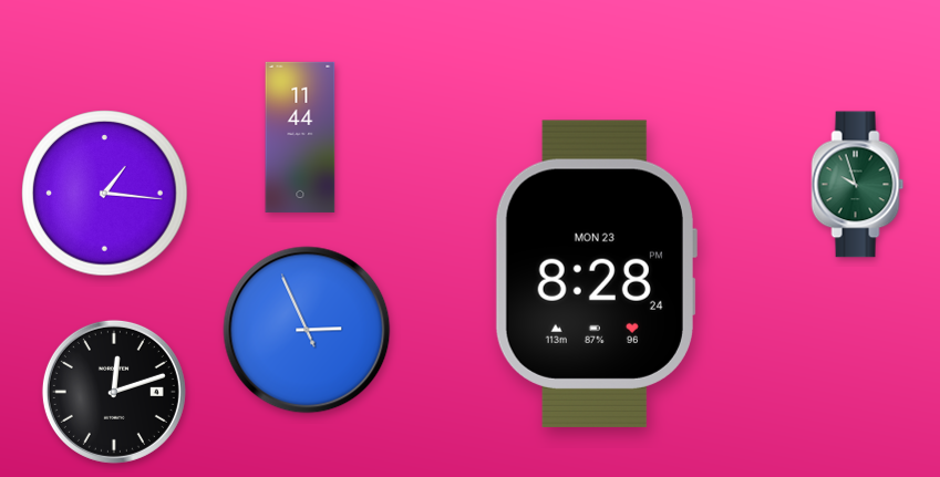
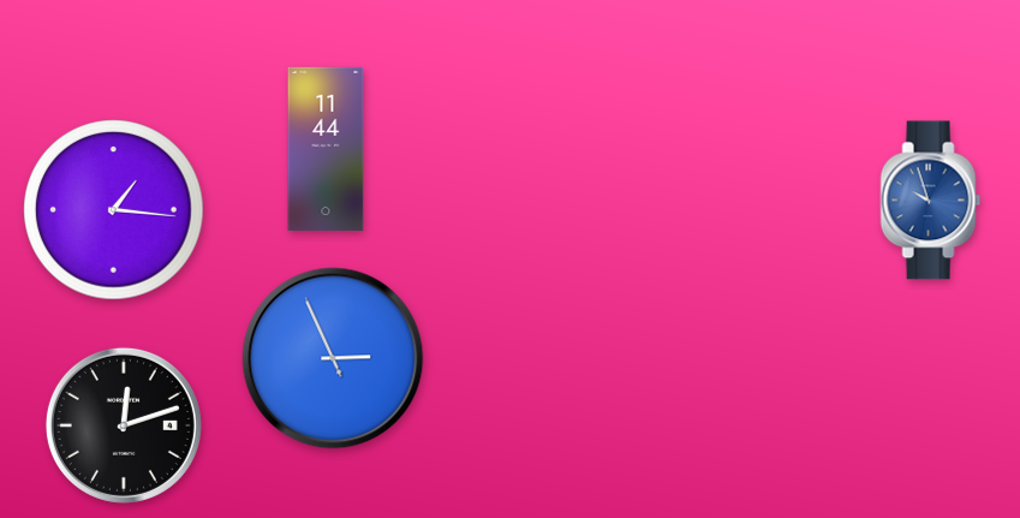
clock at (858, 185) dial: green -> blue
clock at (596, 273): 8:28 -> none
